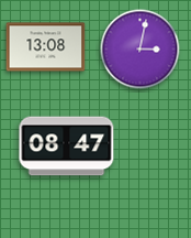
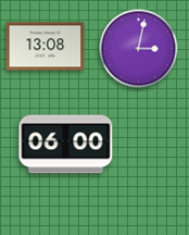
clock at (67, 147): 08:47 -> 06:00
